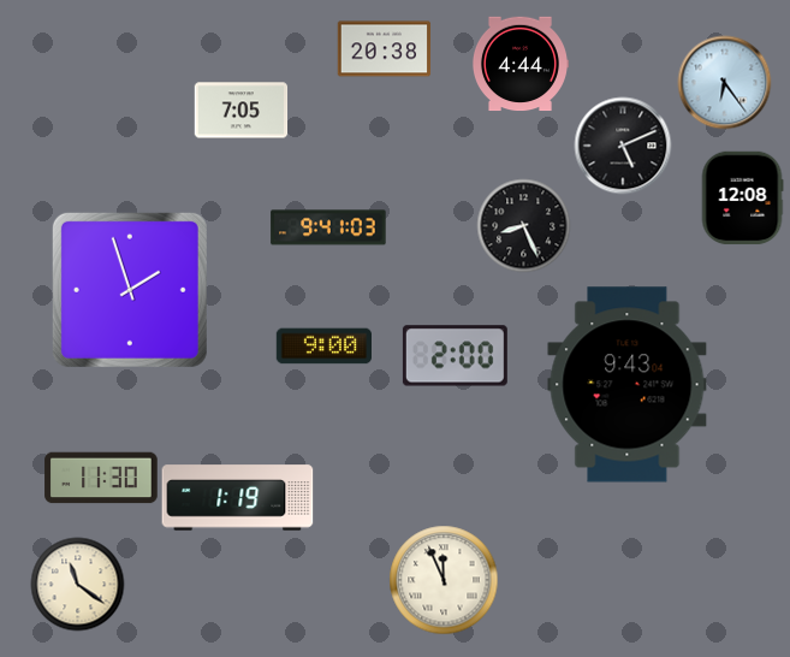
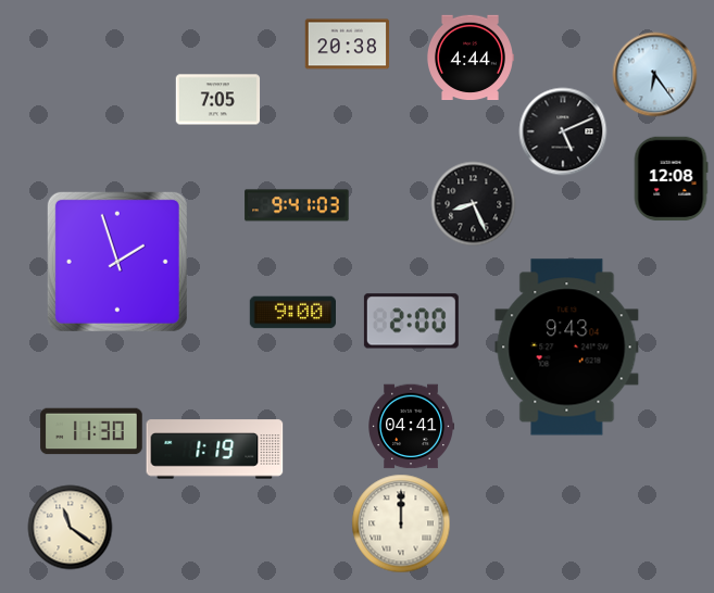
clock at (411, 427): none -> 04:41
clock at (444, 580): 11:56 -> 12:00
